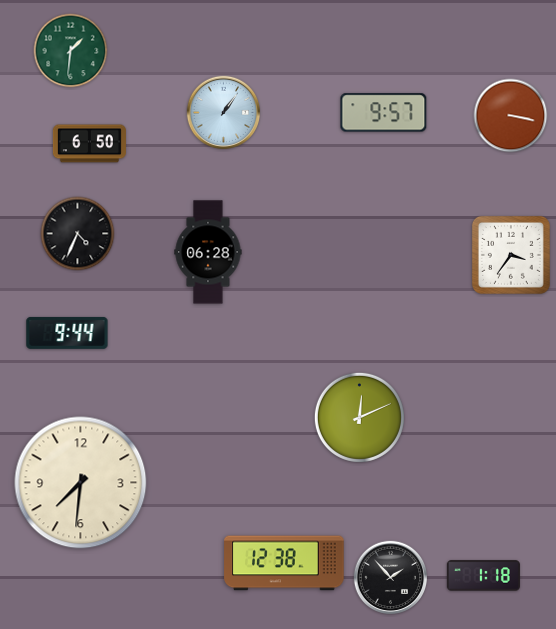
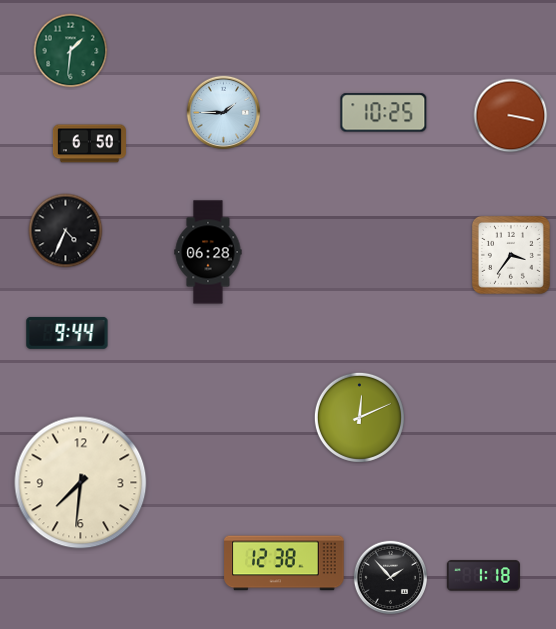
clock at (224, 113): 1:06 -> 1:45
clock at (384, 113): 9:57 -> 10:25
clock at (78, 234) position: (78, 234) -> (66, 231)
